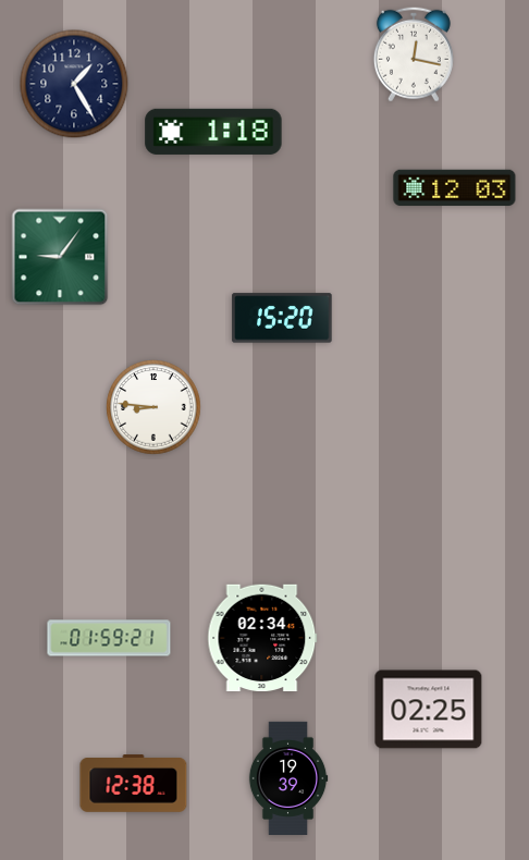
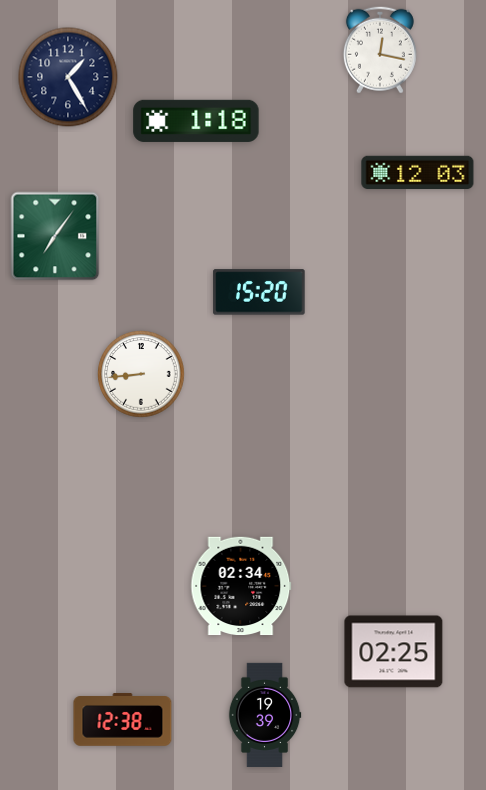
clock at (60, 257): 9:06 -> 7:06
clock at (153, 407): 8:46 -> 8:44
clock at (109, 638): 01:59 -> none
